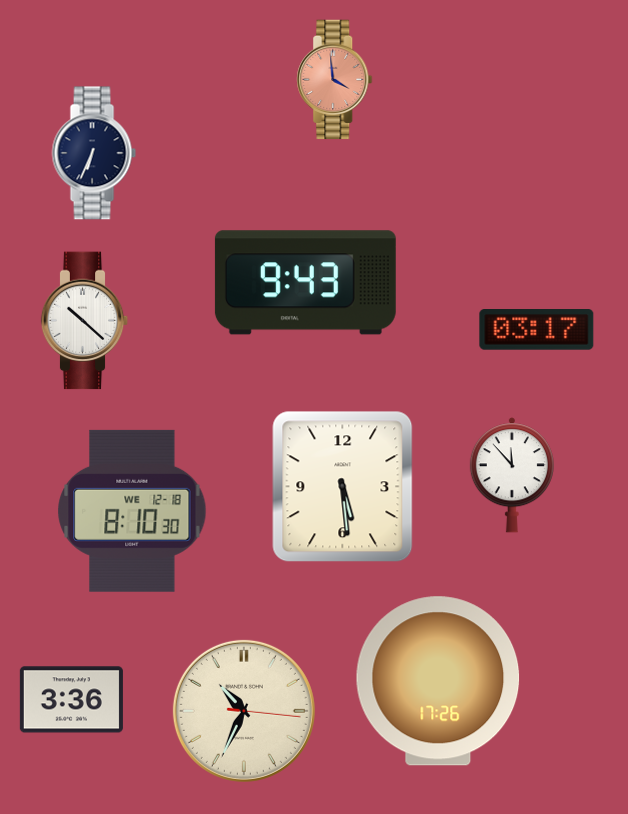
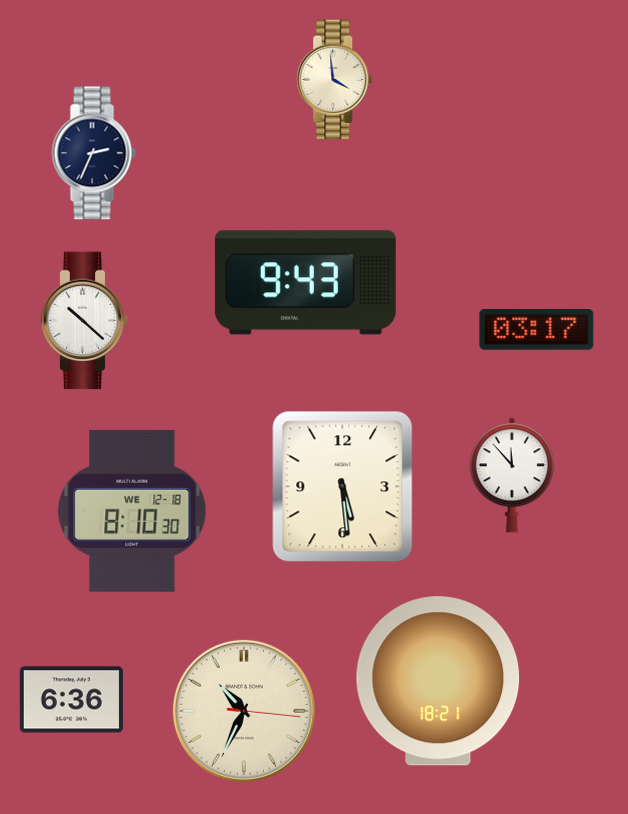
clock at (335, 80) dial: salmon -> cream
clock at (94, 153): 6:34 -> 2:34
clock at (438, 681): 17:26 -> 18:21
clock at (71, 700): 3:36 -> 6:36
